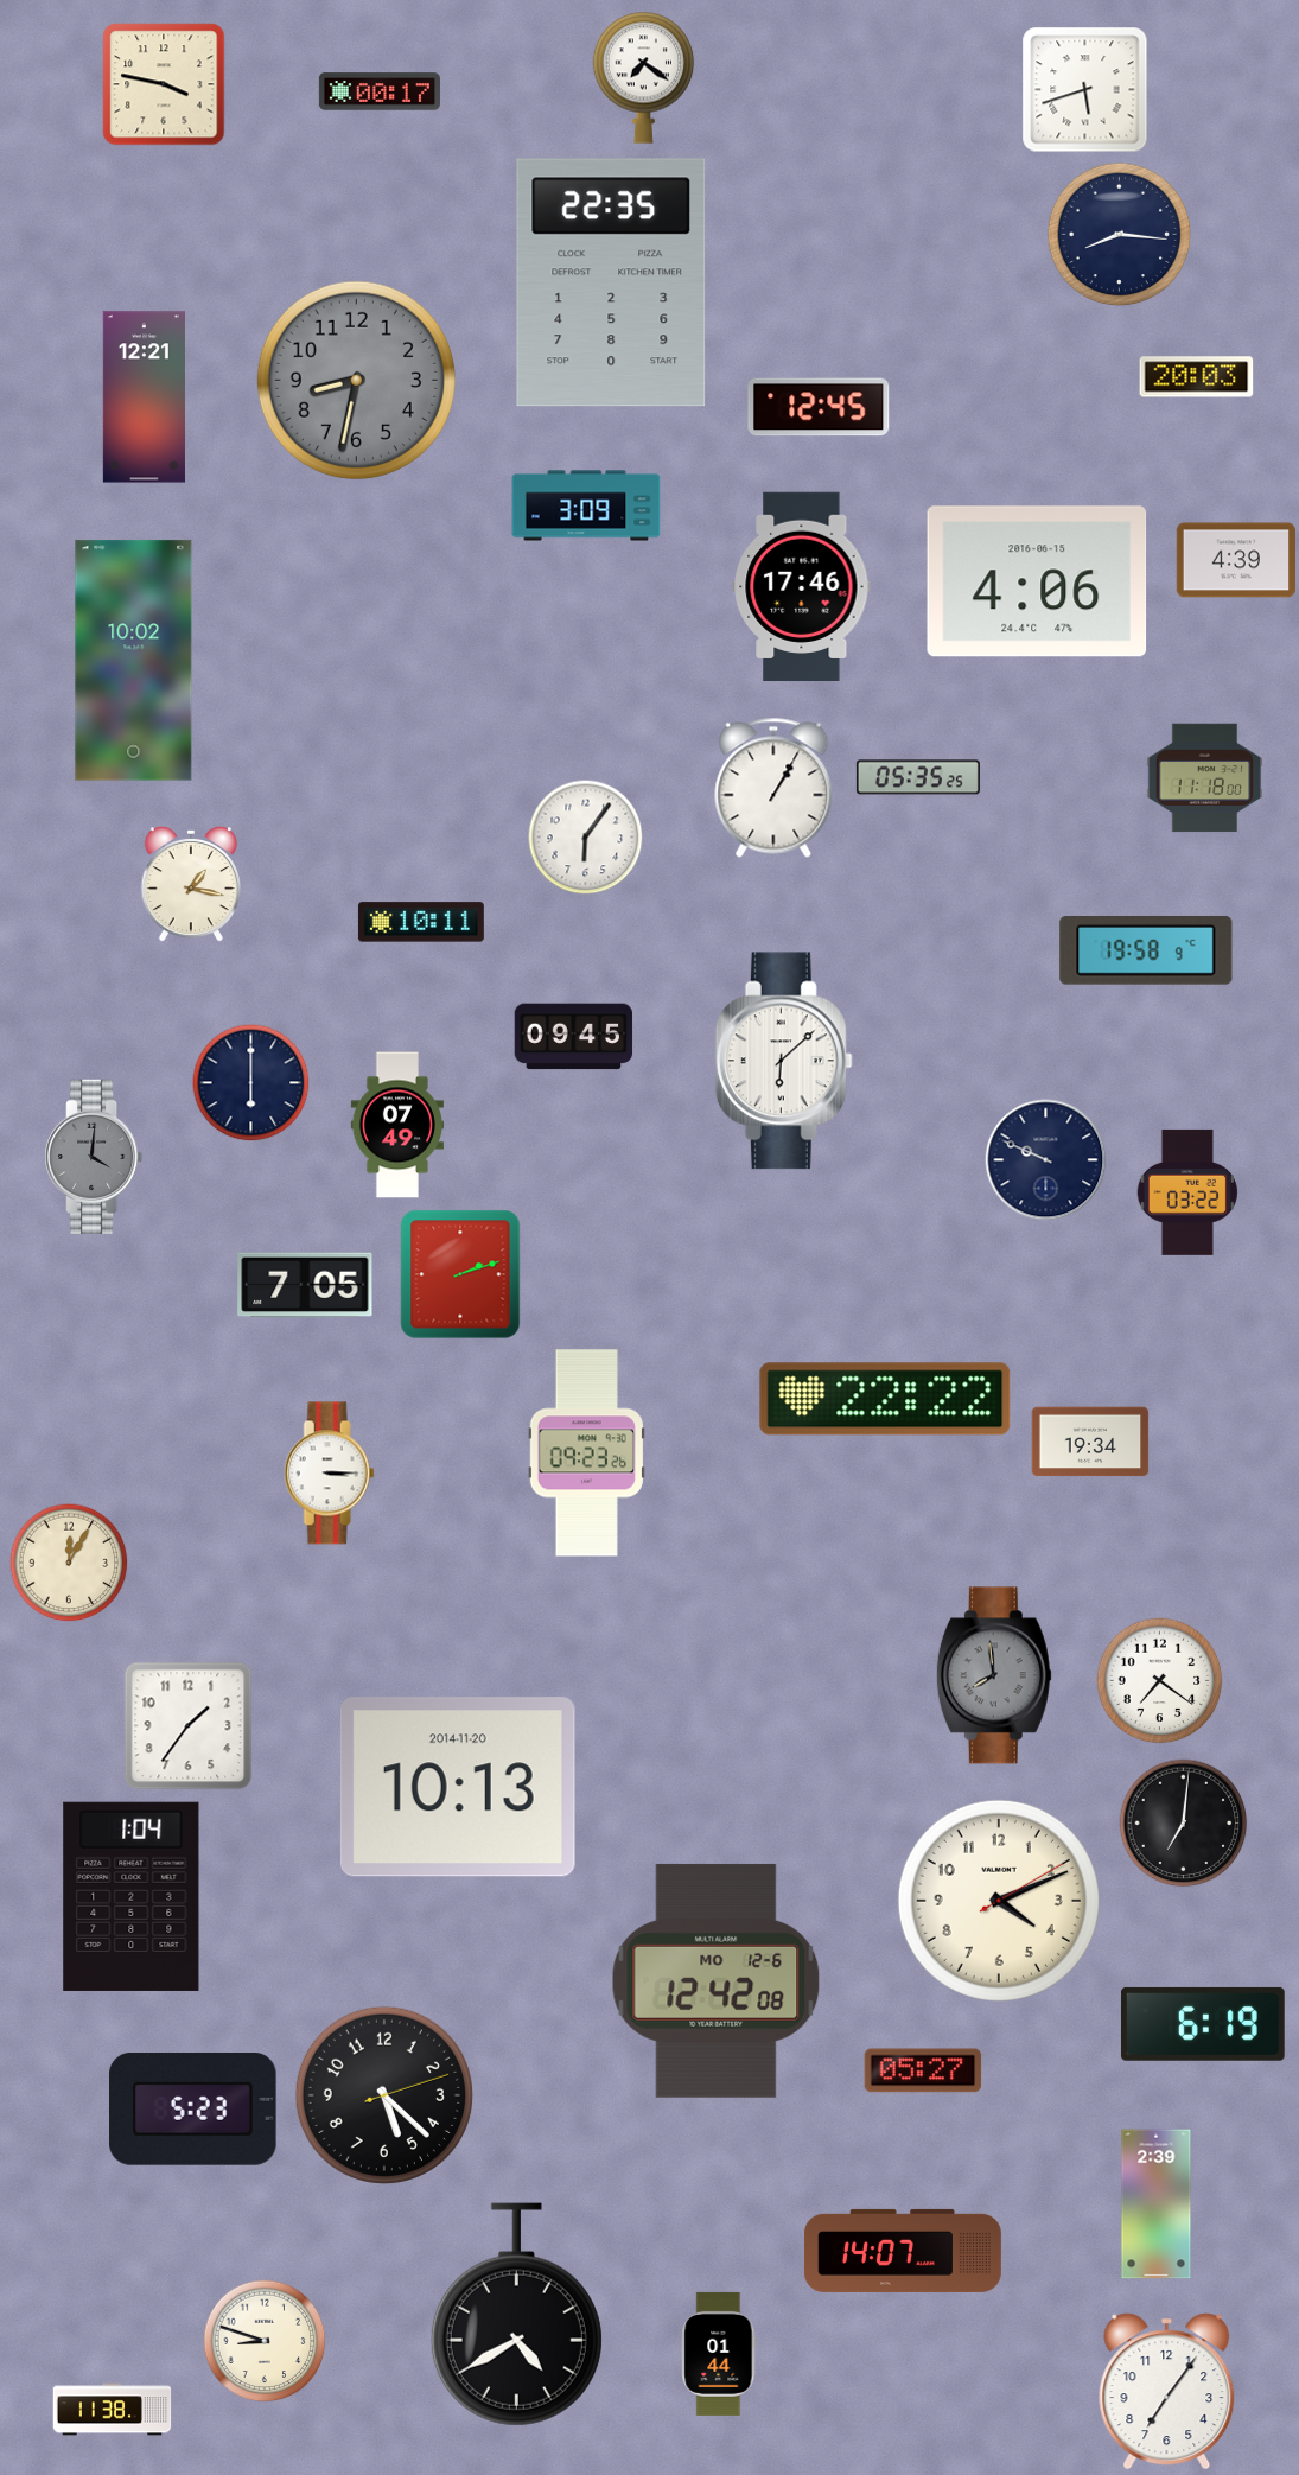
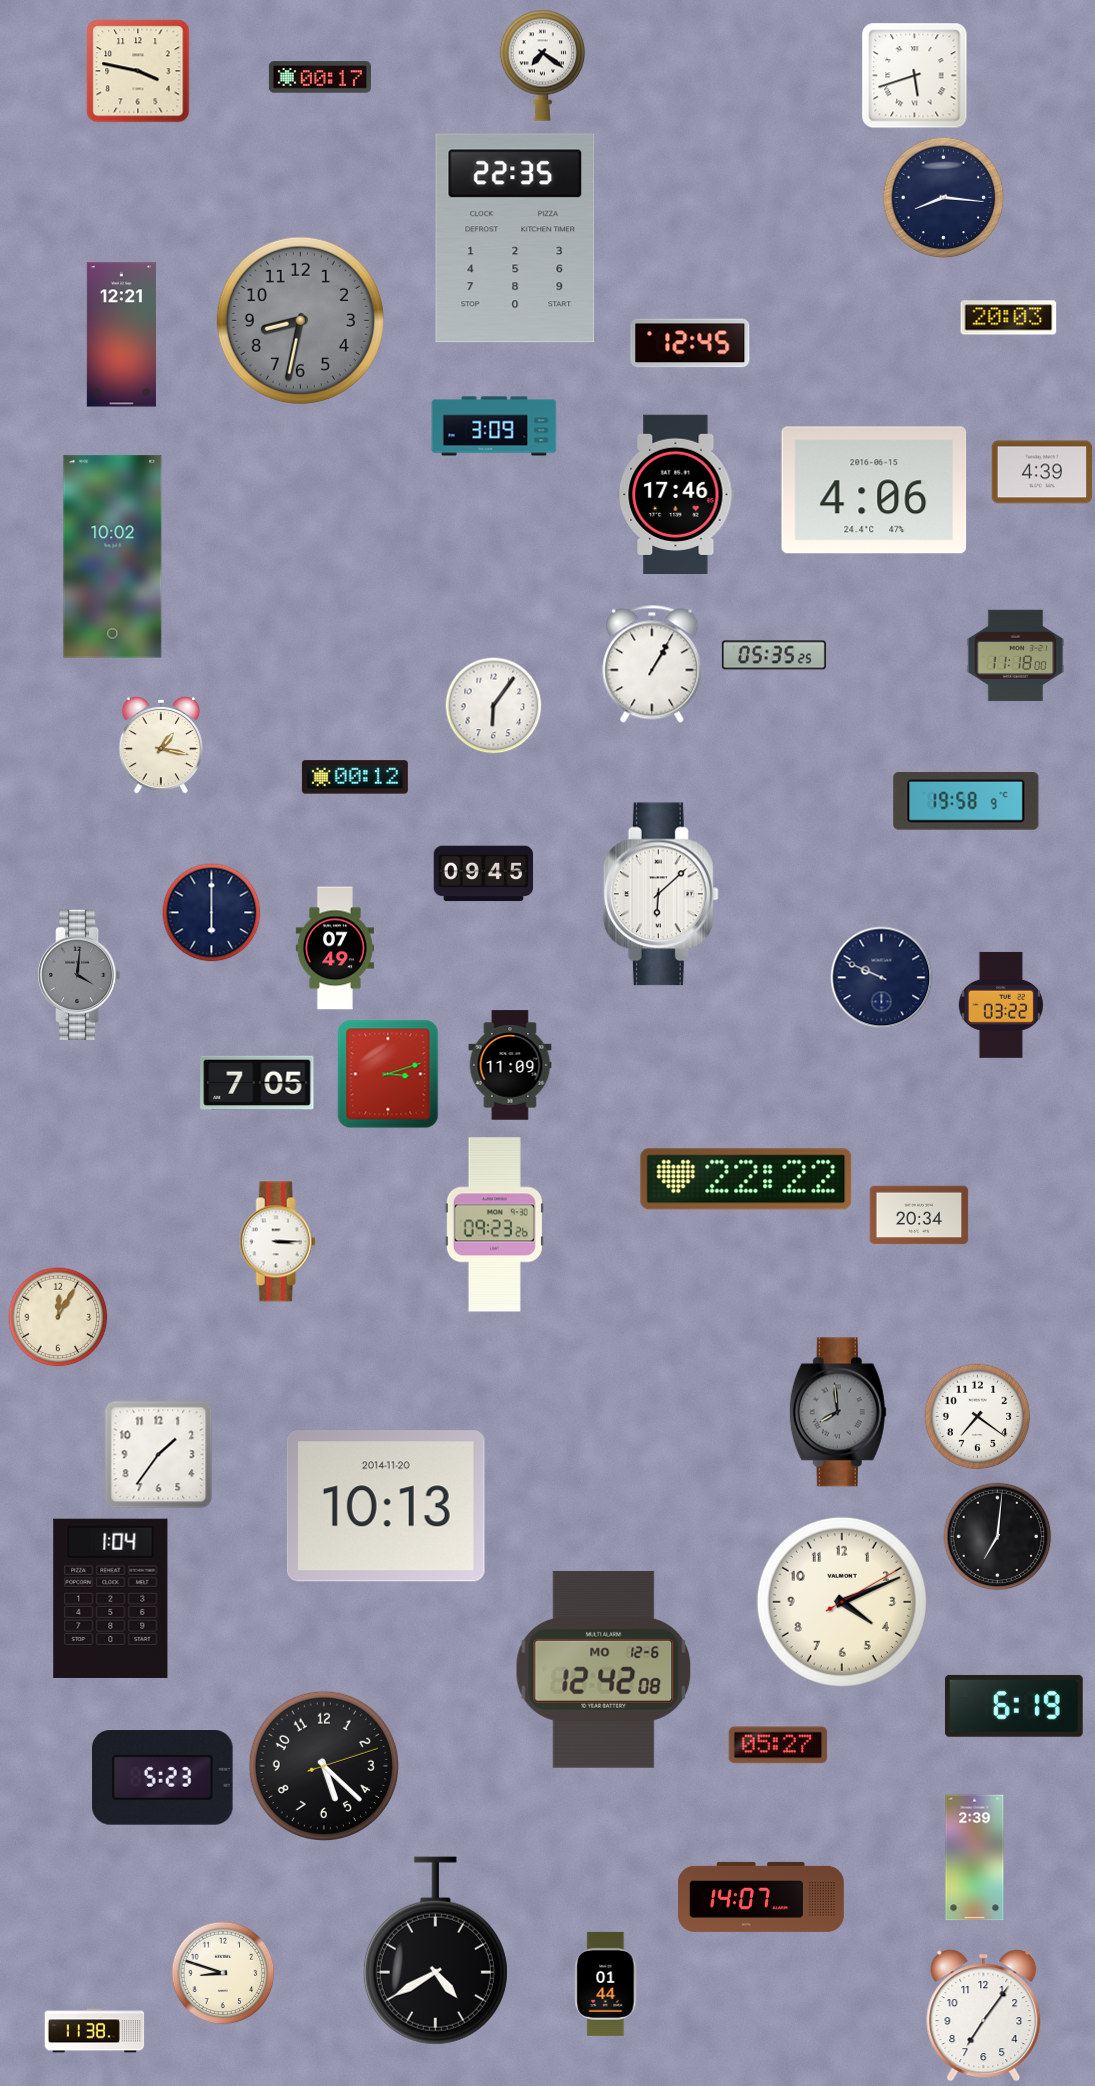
clock at (421, 922): 10:11 -> 00:12
clock at (510, 1065): none -> 11:09
clock at (460, 1274): 2:12 -> 3:12
clock at (1090, 1442): 19:34 -> 20:34
